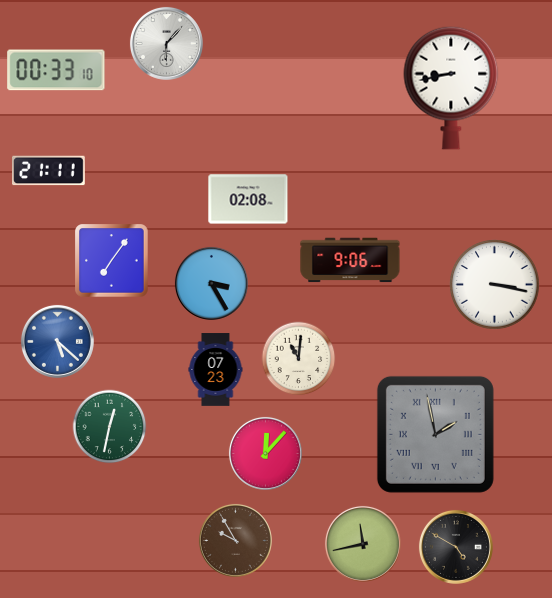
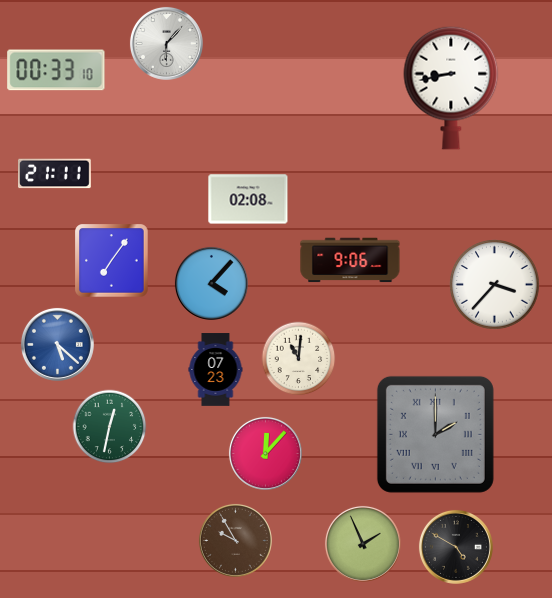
clock at (49, 171) position: (49, 171) -> (55, 174)
clock at (211, 283): 3:25 -> 4:07
clock at (495, 285): 3:17 -> 3:37
clock at (57, 341) position: (57, 341) -> (57, 344)
clock at (435, 434): 1:58 -> 2:00
clock at (363, 544): 11:43 -> 1:56
